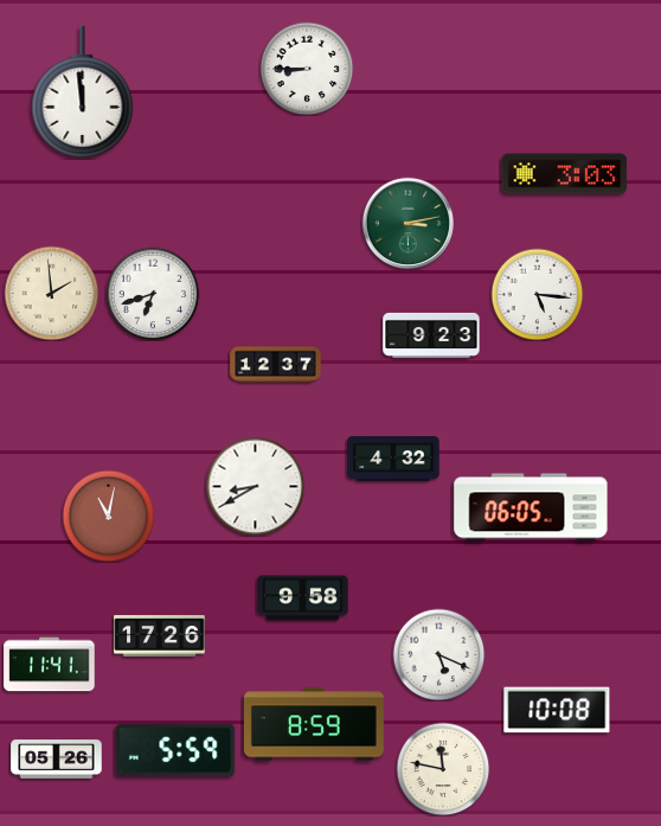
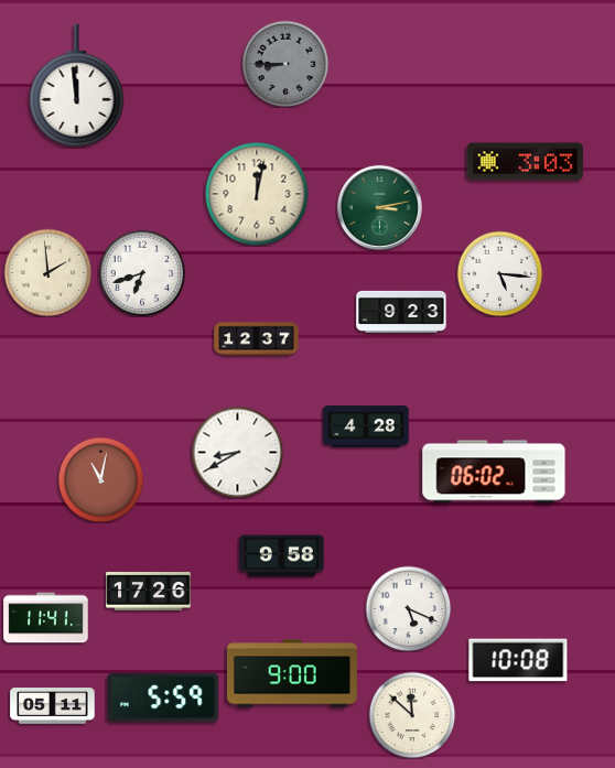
clock at (307, 69) dial: white -> grey
clock at (257, 194): none -> 12:02
clock at (393, 459): 4:32 -> 4:28
clock at (531, 507): 06:05 -> 06:02
clock at (315, 724): 8:59 -> 9:00
clock at (57, 760): 05:26 -> 05:11
clock at (443, 769): 11:47 -> 11:52
